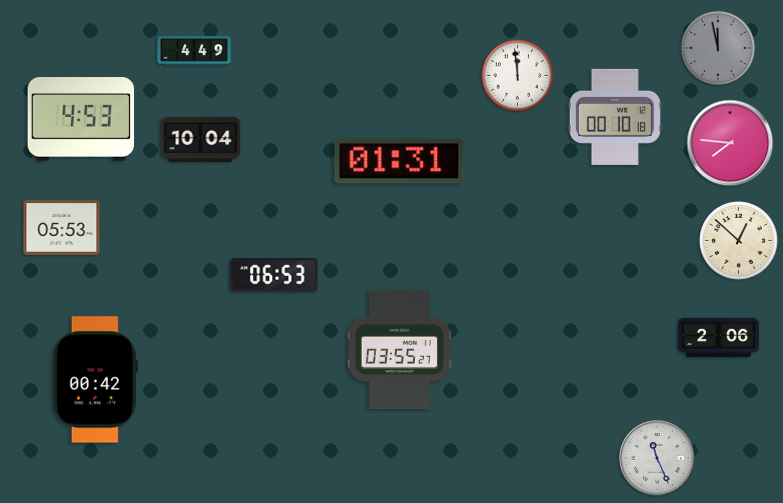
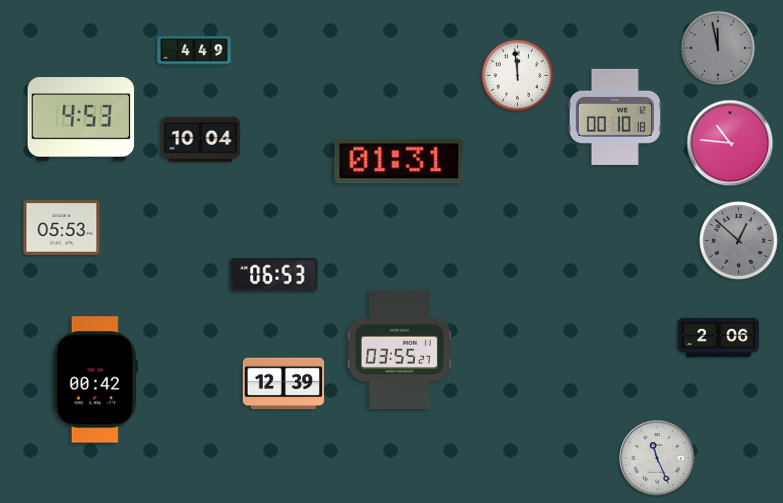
clock at (730, 143): 7:46 -> 10:46
clock at (739, 241) dial: cream -> grey
clock at (284, 384): none -> 12:39
